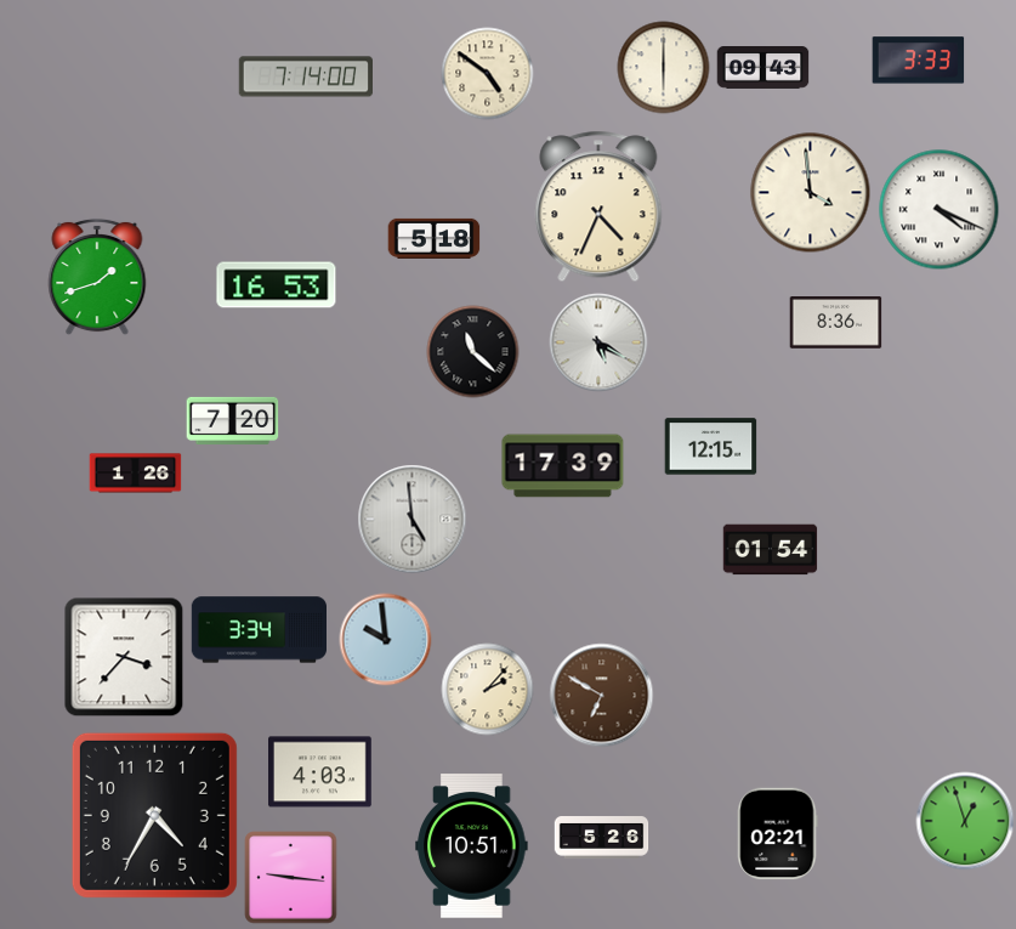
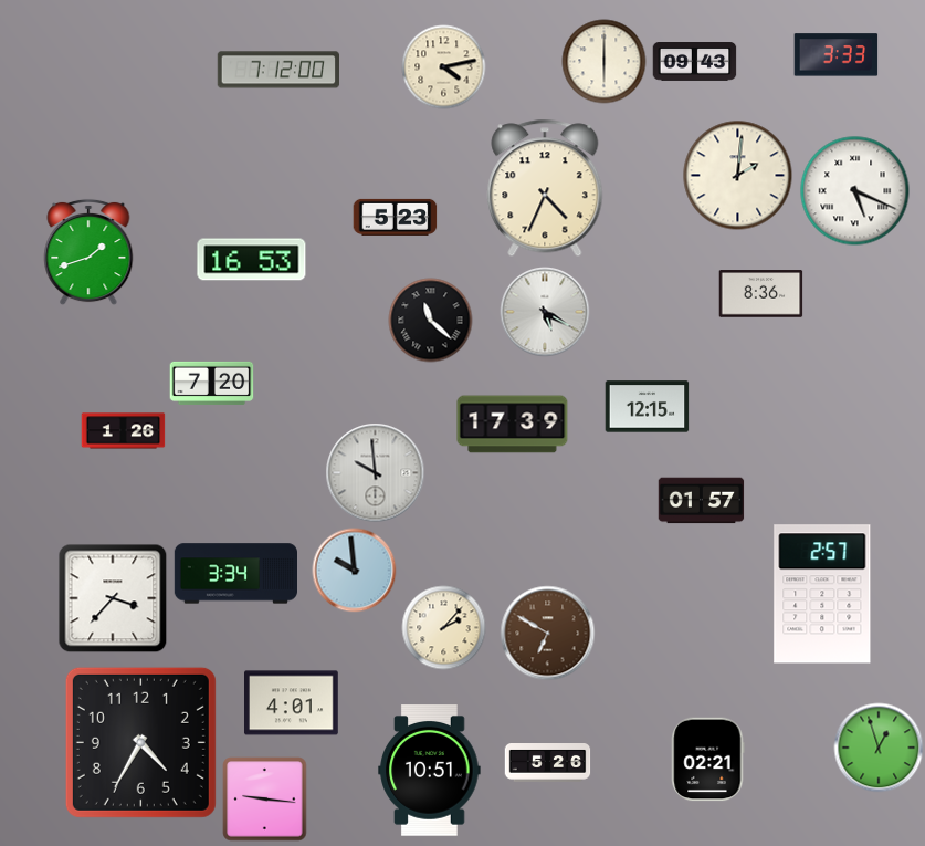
clock at (488, 74): 4:51 -> 4:13
clock at (306, 77): 7:14 -> 7:12
clock at (811, 193): 3:59 -> 2:01
clock at (940, 210): 4:19 -> 5:19
clock at (435, 238): 5:18 -> 5:23
clock at (413, 520): 4:59 -> 9:59
clock at (771, 550): 01:54 -> 01:57
clock at (386, 640) position: (386, 640) -> (355, 571)
clock at (822, 594): none -> 2:57
clock at (320, 772): 4:03 -> 4:01
